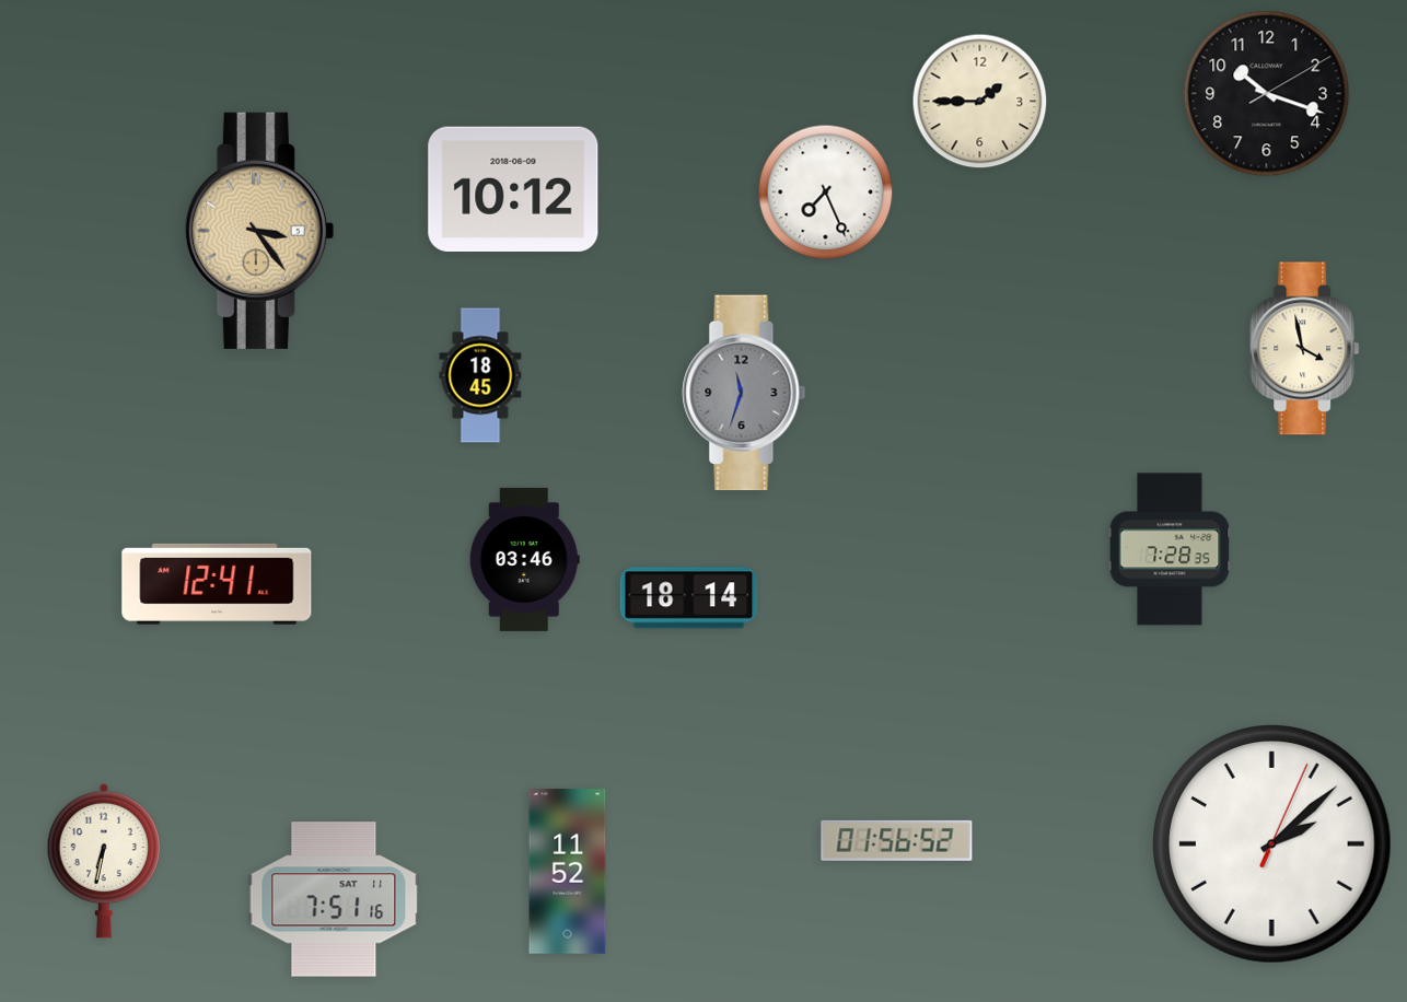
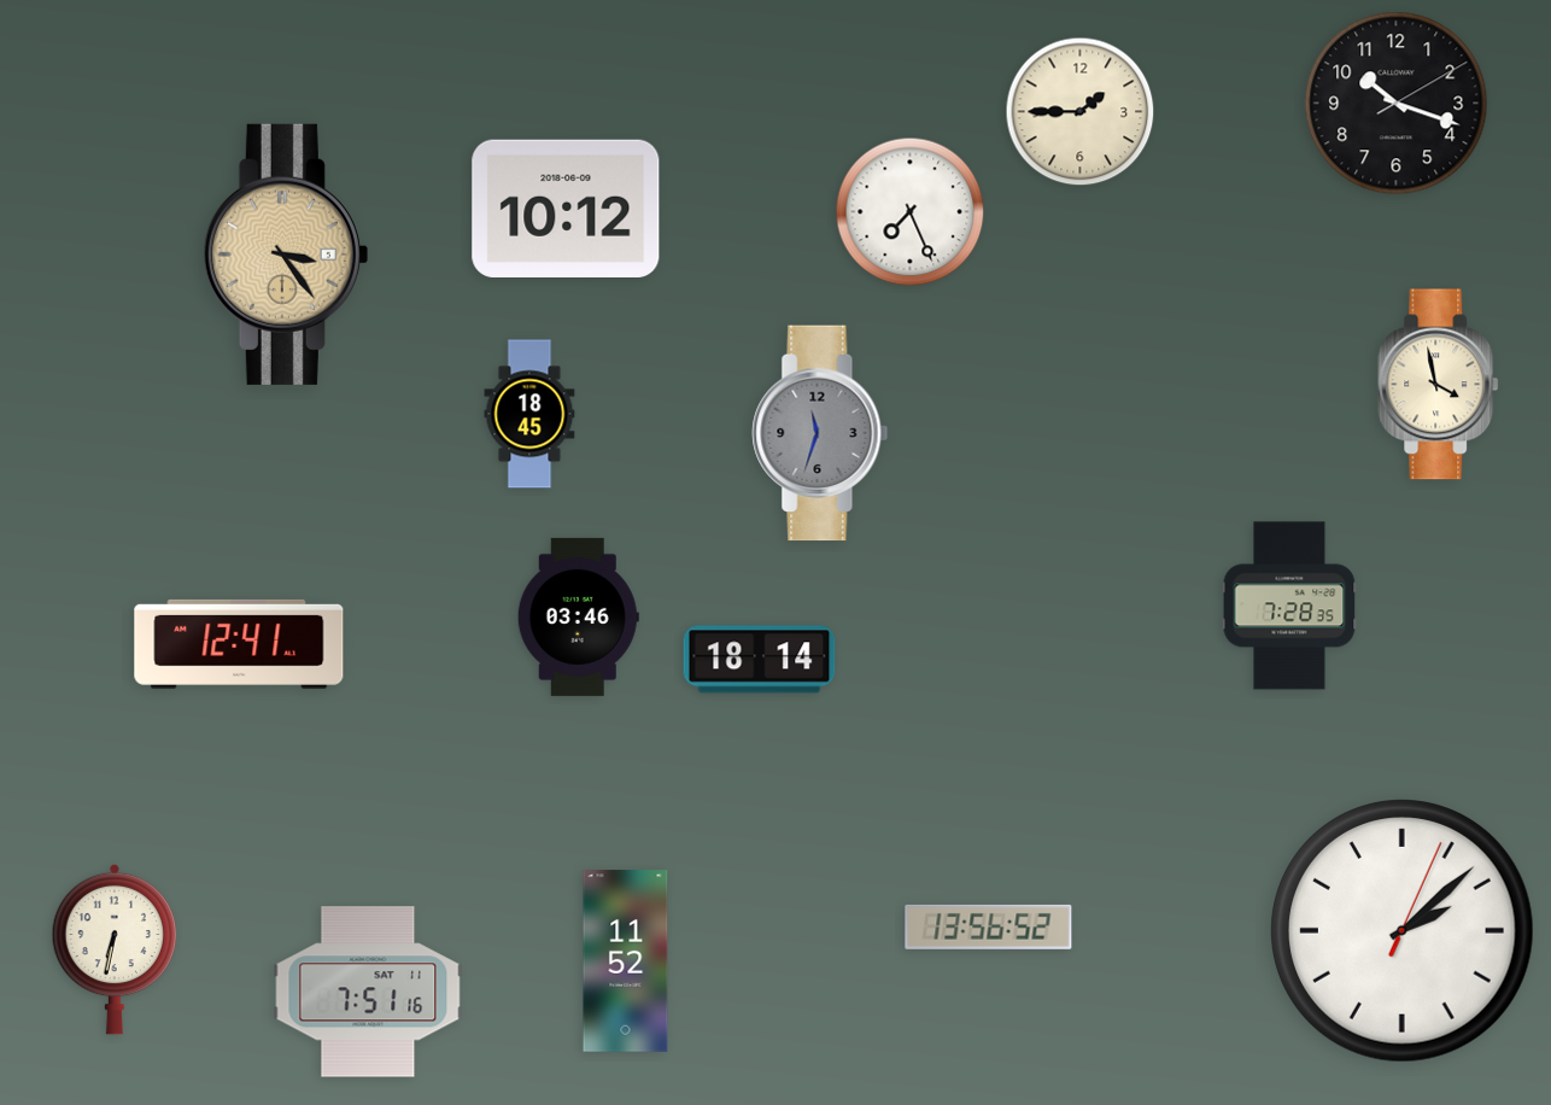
clock at (897, 840): 01:56 -> 13:56
